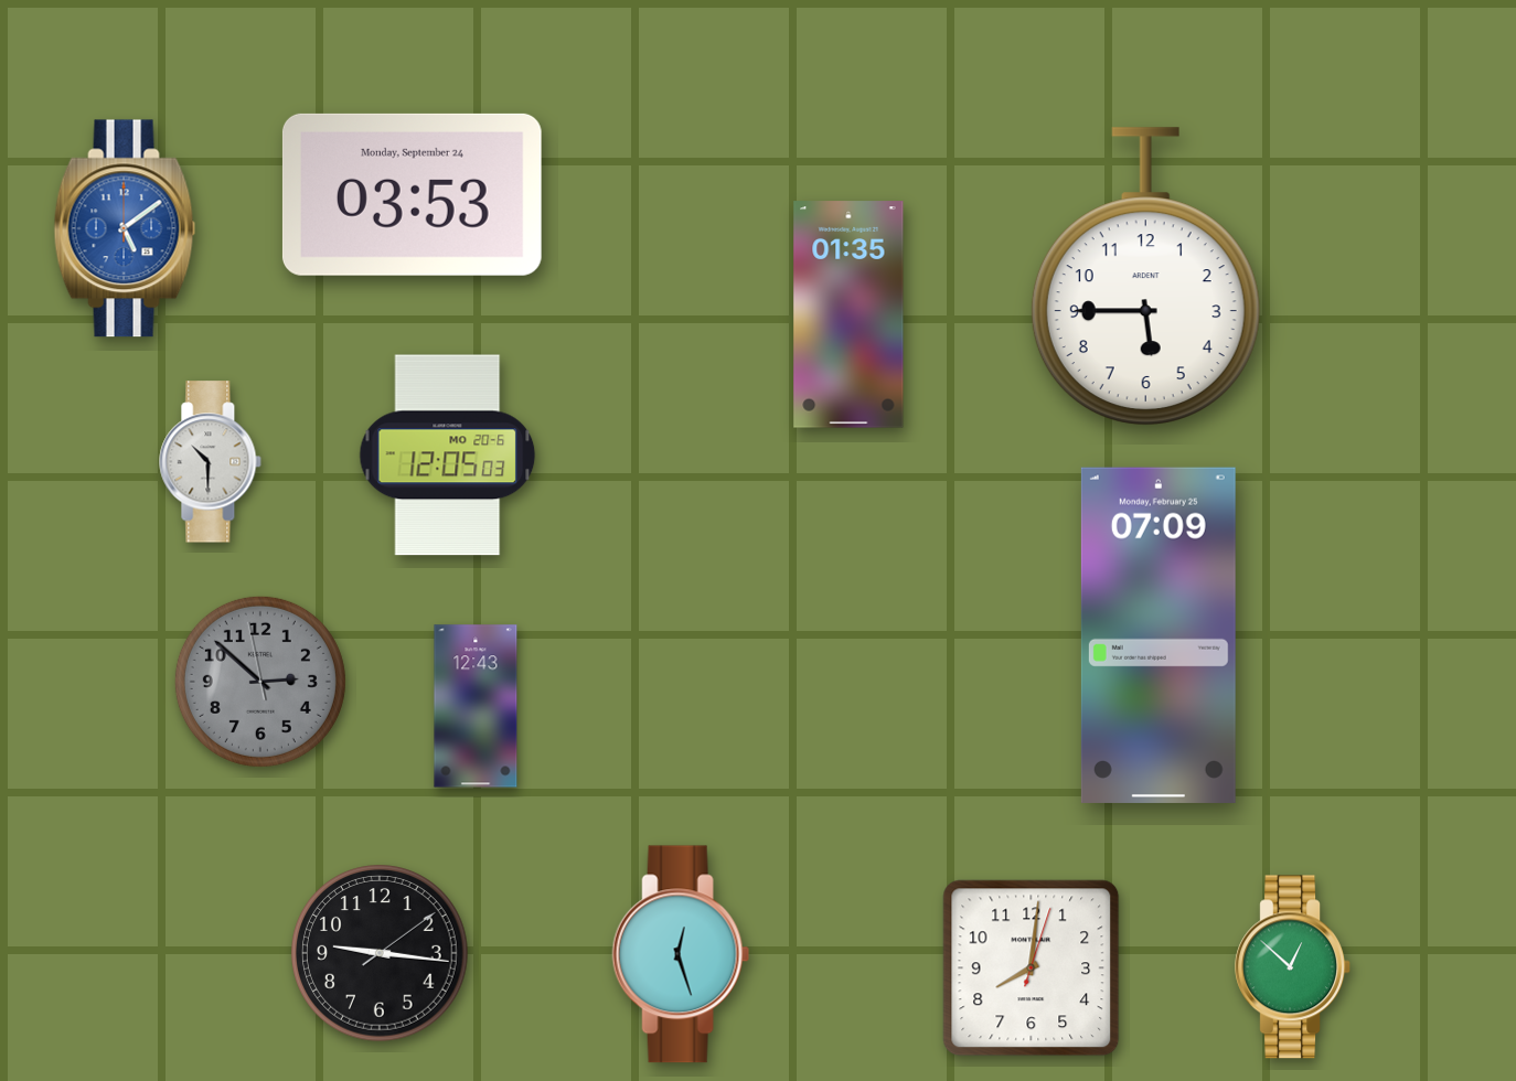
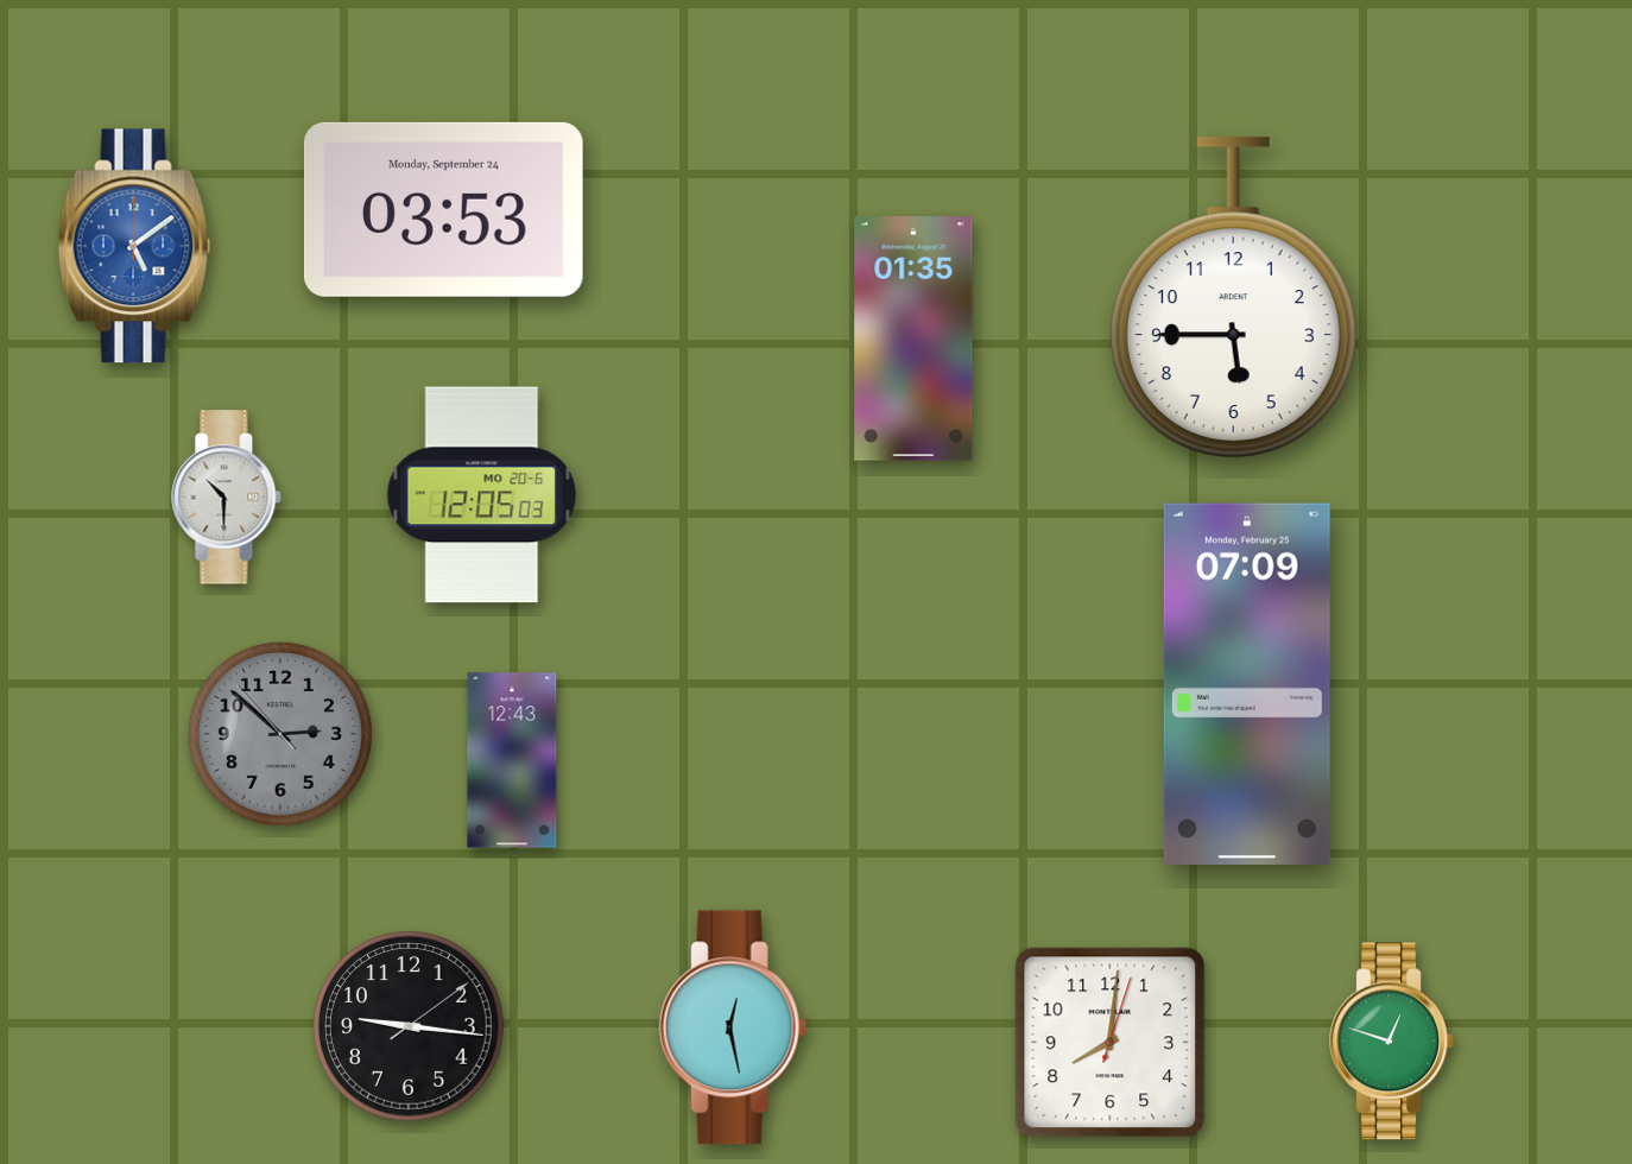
clock at (448, 456) position: (448, 456) -> (482, 495)
clock at (260, 682): 2:51:58 -> 2:51:53
clock at (681, 954): 12:27 -> 12:28
clock at (1293, 967): 12:52 -> 12:48
